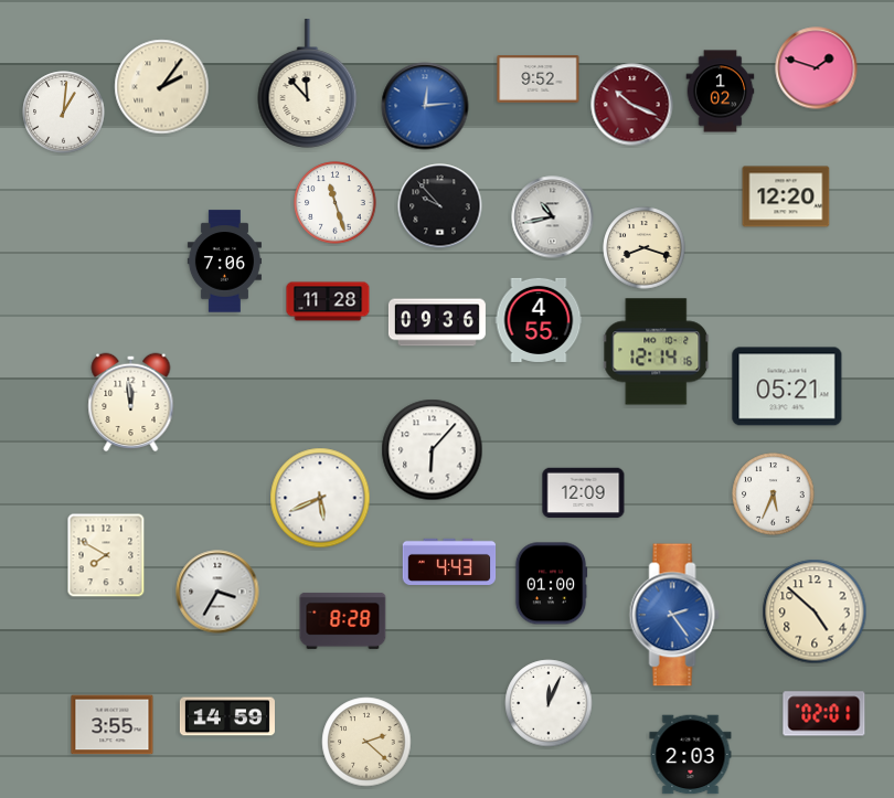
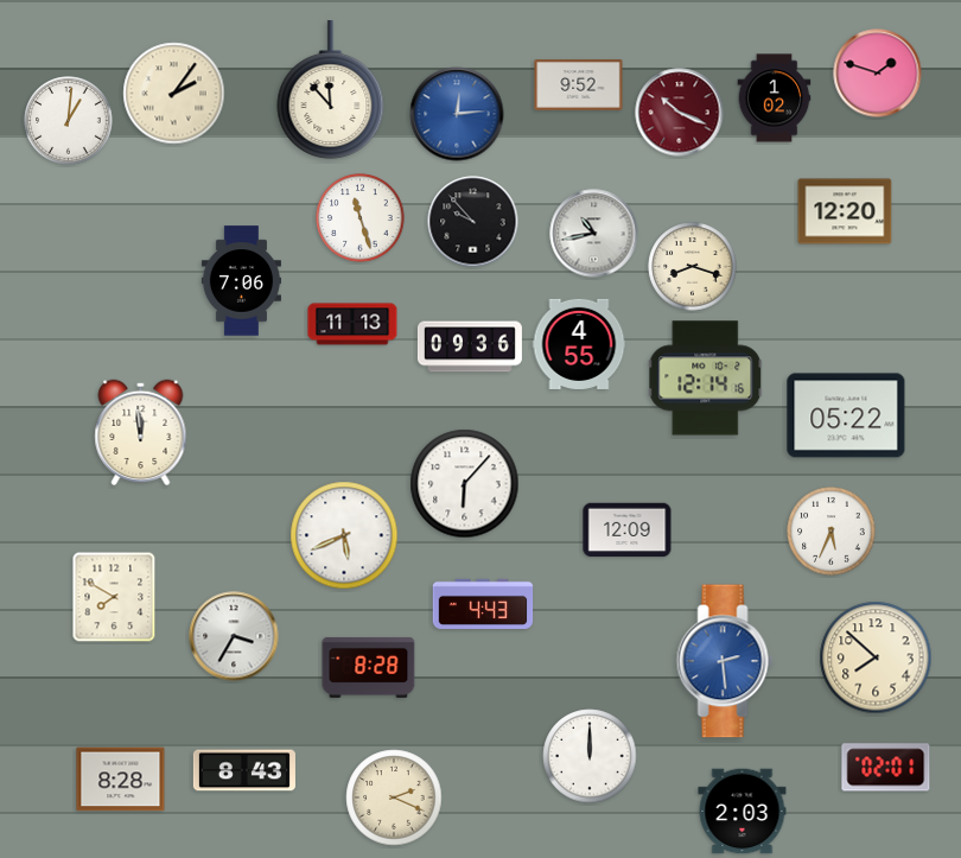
clock at (328, 301): 11:28 -> 11:13
clock at (787, 386): 05:21 -> 05:22
clock at (551, 584): 01:00 -> none
clock at (815, 611): 4:52 -> 7:52
clock at (674, 615): 2:24 -> 2:29
clock at (549, 703): 12:04 -> 12:00
clock at (227, 716): 14:59 -> 8:43
clock at (113, 725): 3:55 -> 8:28
clock at (366, 742): 2:22 -> 2:19
